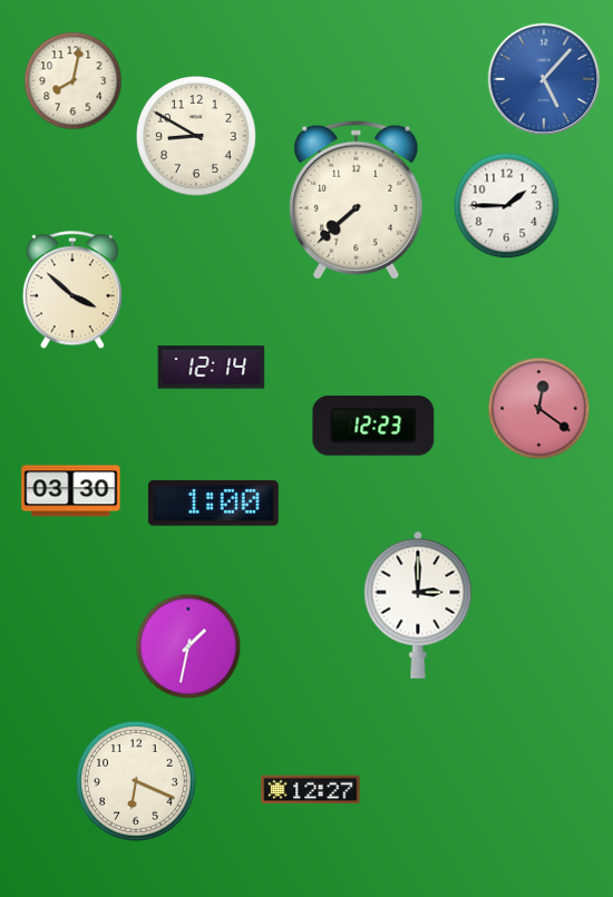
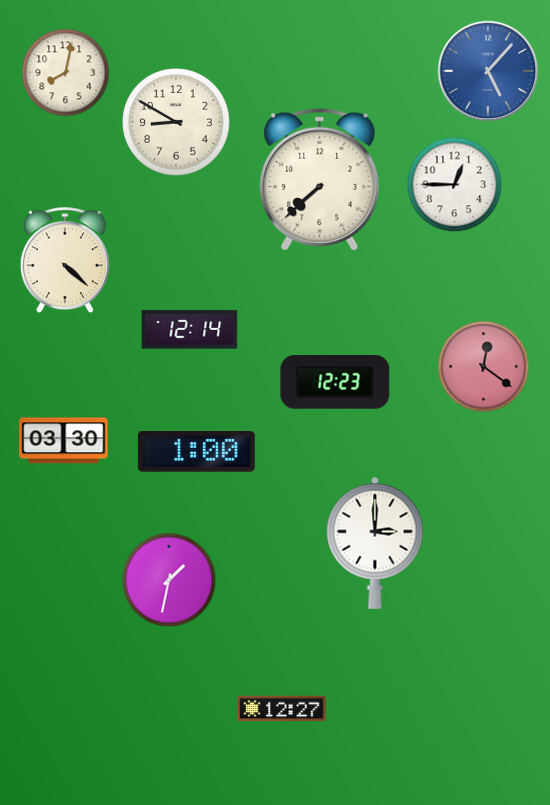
clock at (507, 206): 1:45 -> 12:45
clock at (72, 291): 3:52 -> 4:22
clock at (213, 504) position: (213, 504) -> (196, 452)
clock at (136, 781): 6:19 -> none
clock at (311, 790) position: (311, 790) -> (282, 709)
